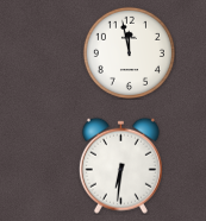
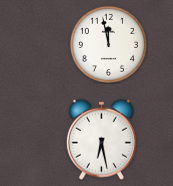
clock at (120, 165): 6:31 -> 6:28
